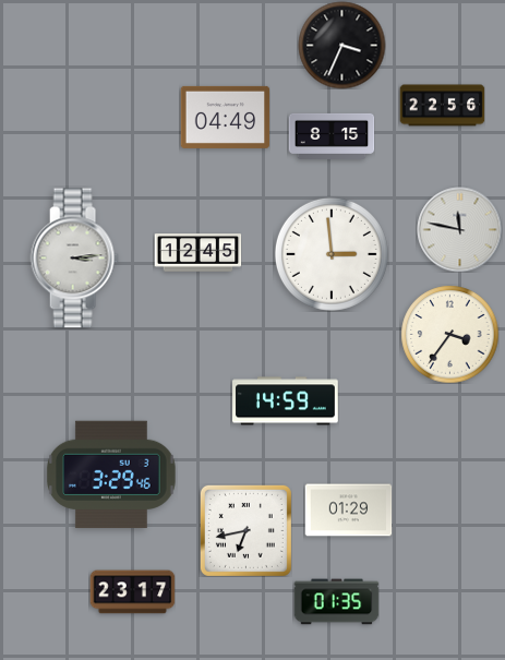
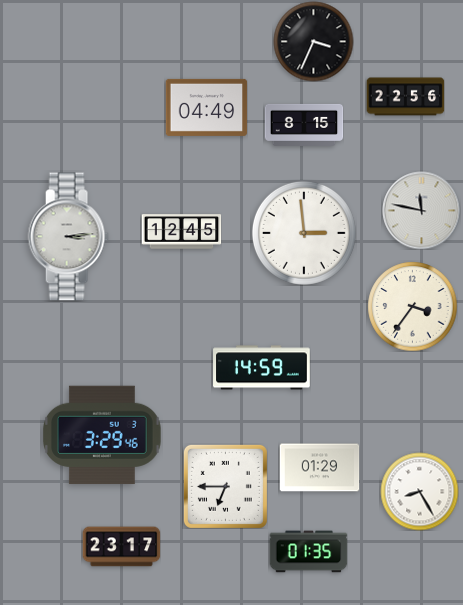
clock at (245, 530): 6:43 -> 6:45
clock at (419, 491): none -> 8:25
clock at (132, 592) position: (132, 592) -> (121, 547)
